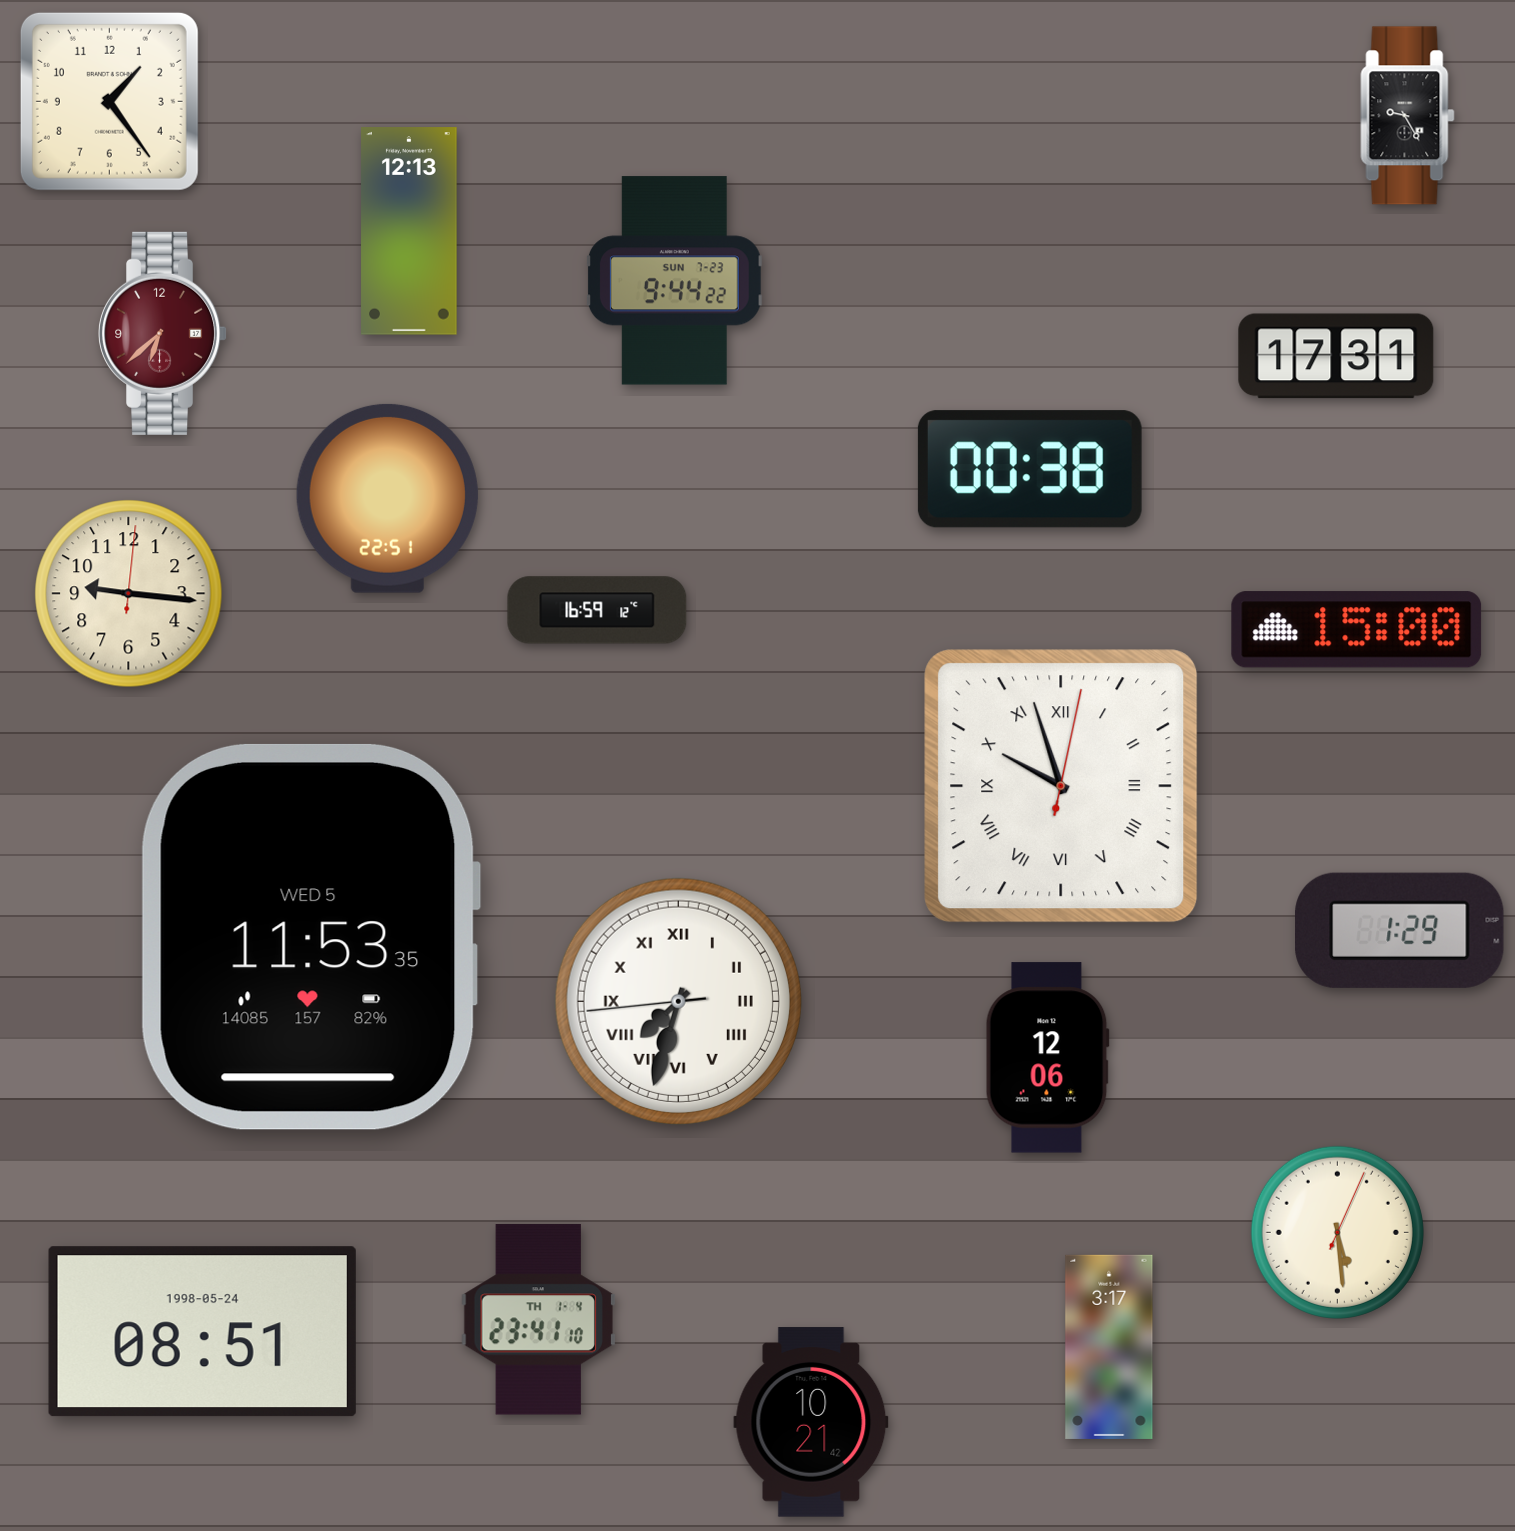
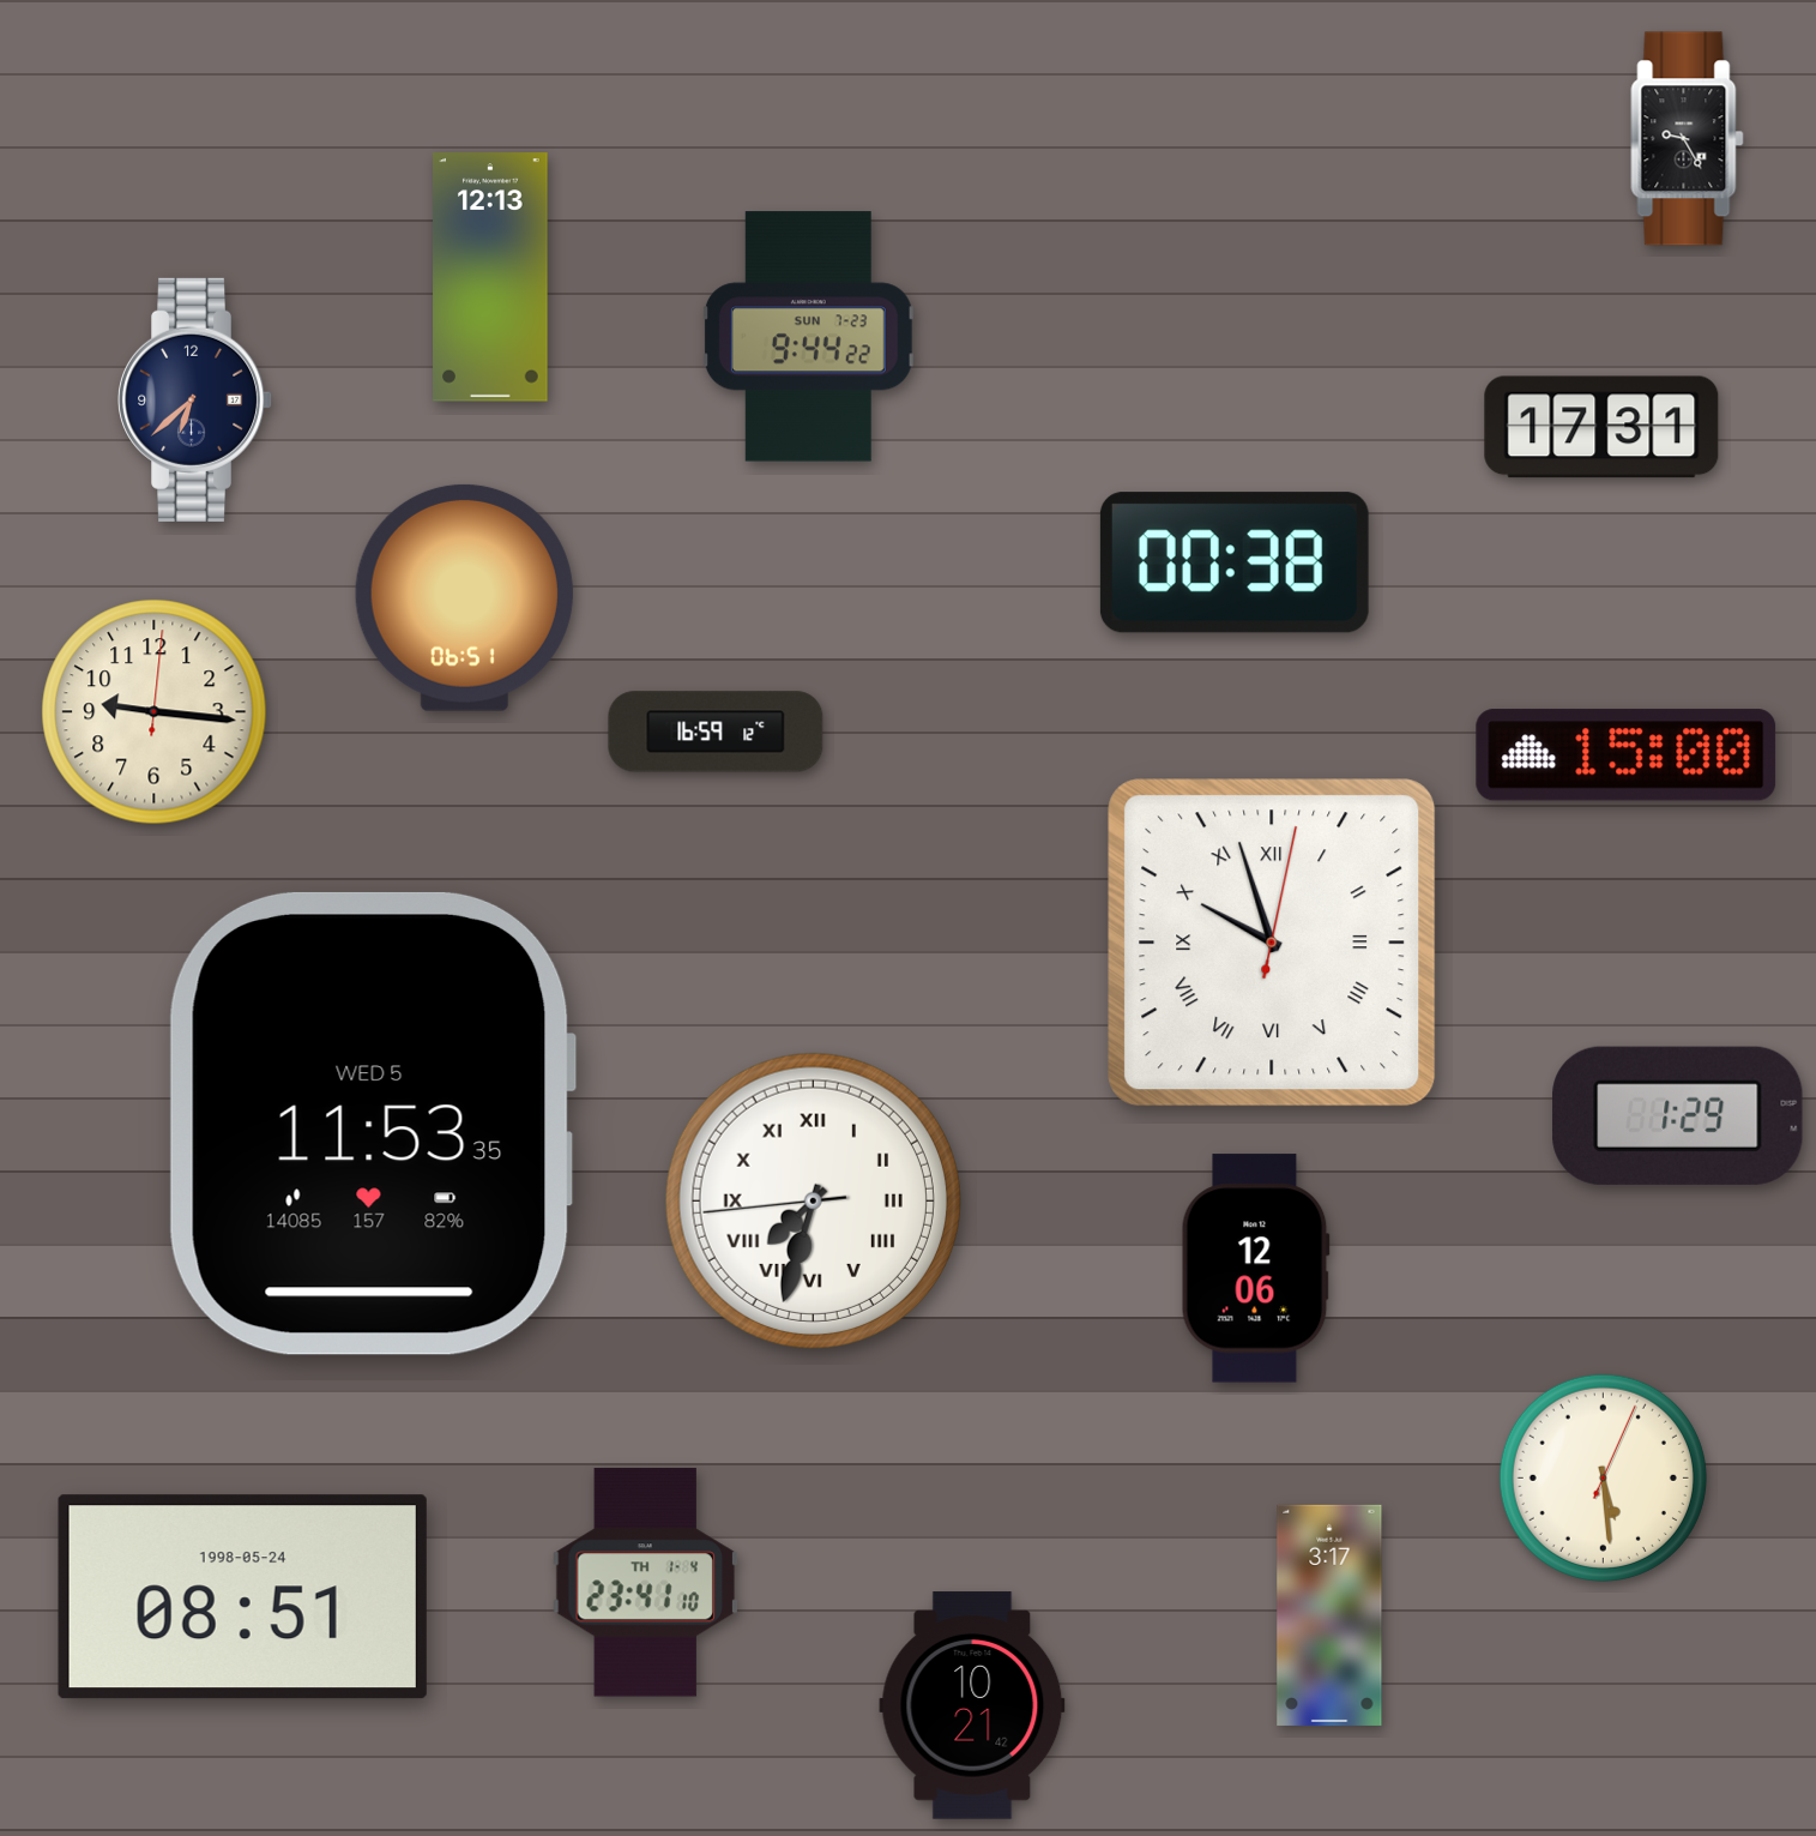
clock at (109, 101): 1:24 -> none
clock at (164, 333) dial: burgundy -> navy
clock at (387, 498): 22:51 -> 06:51
